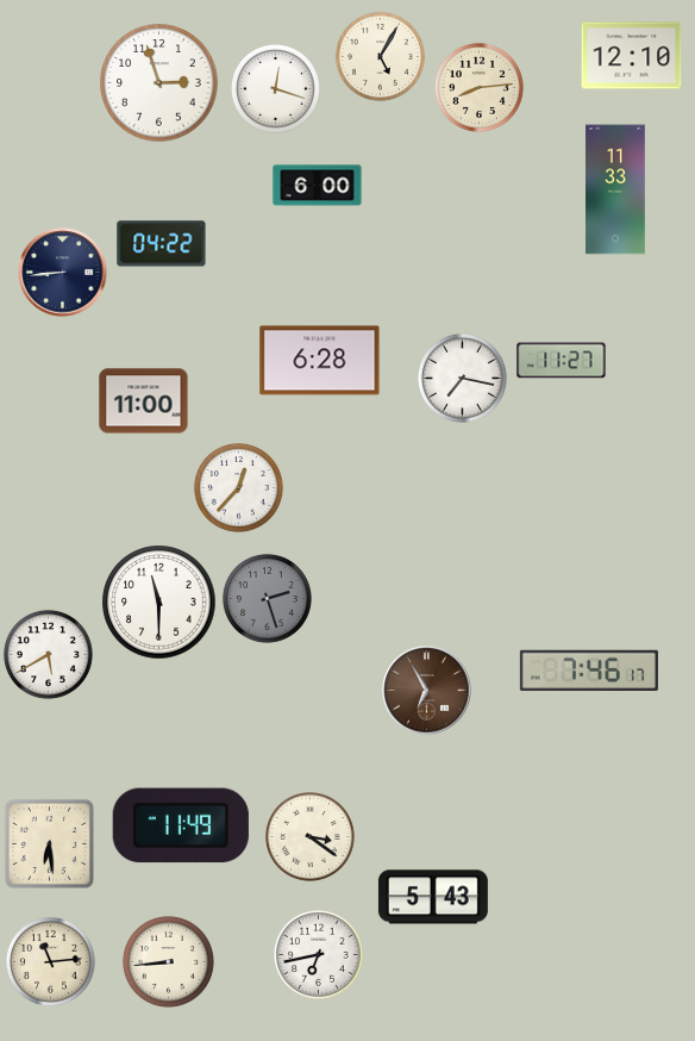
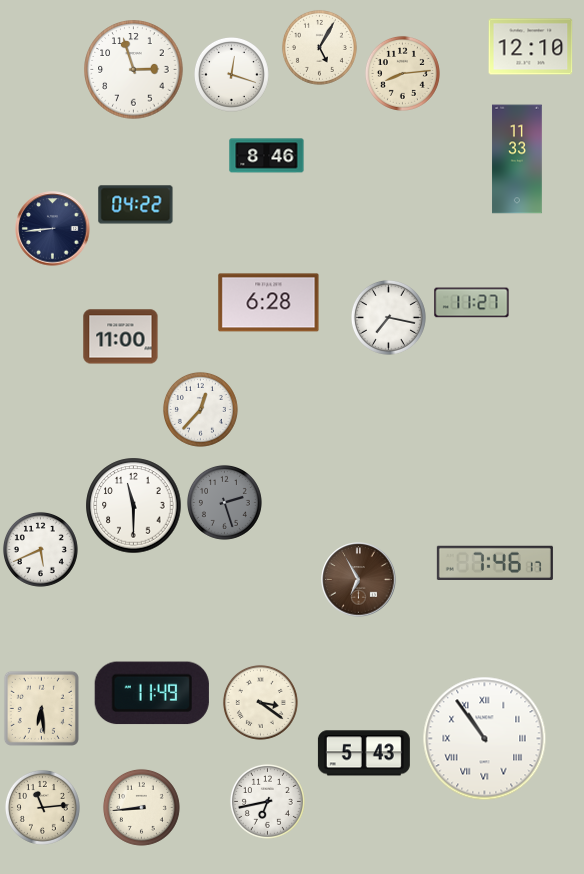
clock at (318, 186): 6:00 -> 8:46
clock at (48, 654): 5:40 -> 5:41
clock at (485, 739): none -> 10:54
